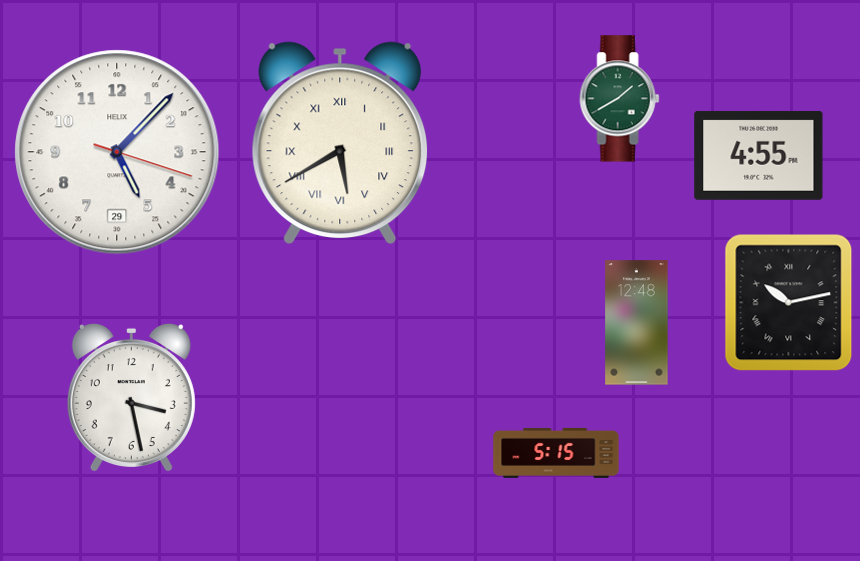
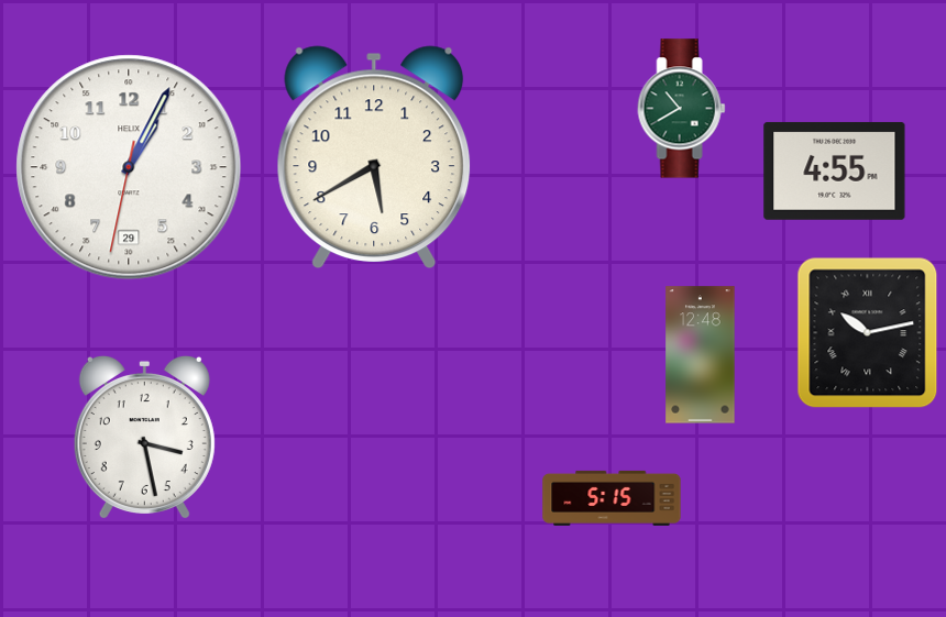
clock at (620, 99): 1:40 -> 10:40
clock at (340, 143) numerals: Roman -> Arabic
clock at (117, 152): 5:07 -> 1:04
